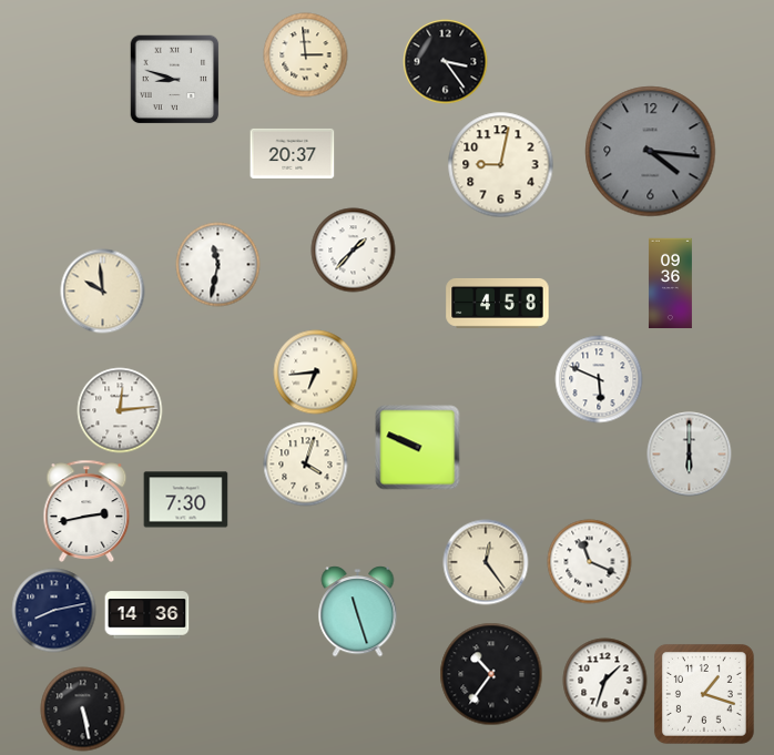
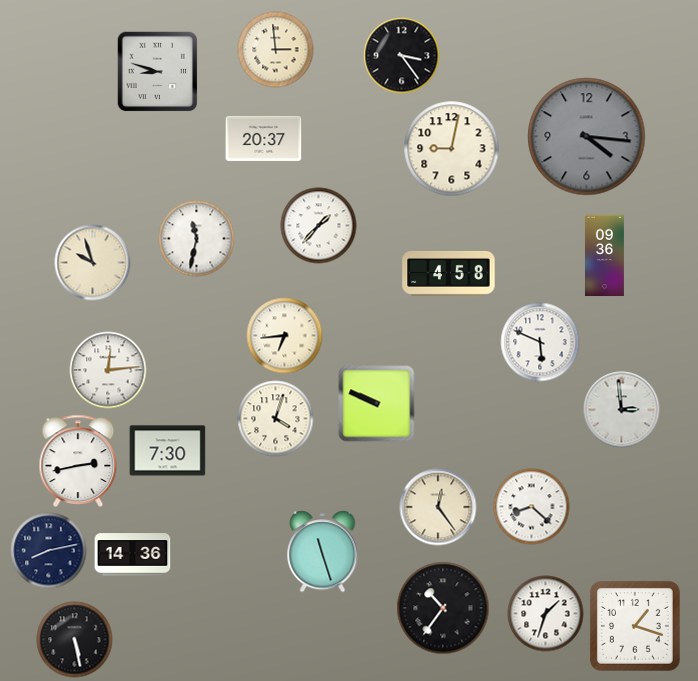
clock at (103, 292): 9:59 -> 9:57
clock at (690, 455): 6:00 -> 2:59
clock at (590, 562): 11:19 -> 8:22
